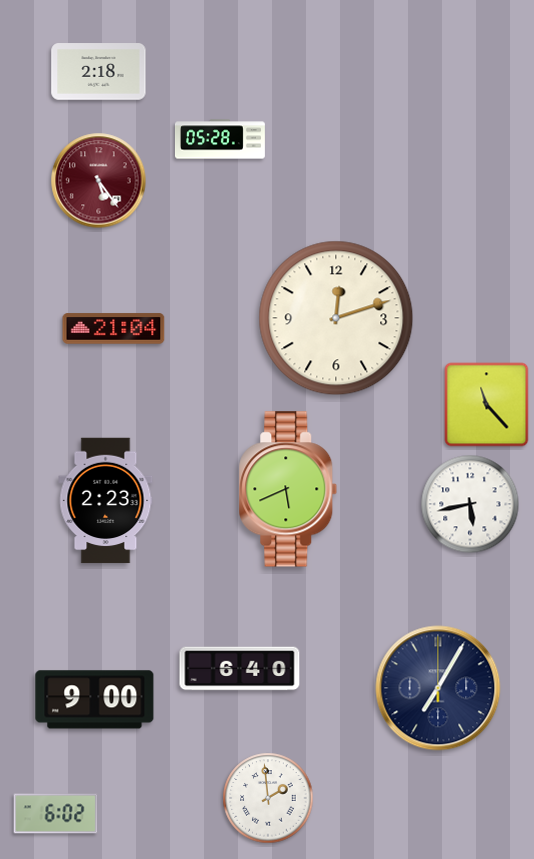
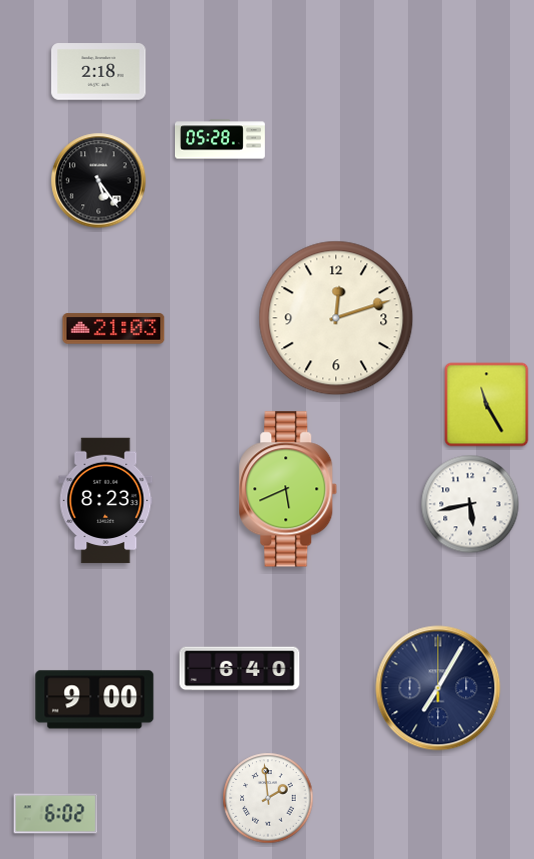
clock at (99, 181) dial: burgundy -> black
clock at (114, 329): 21:04 -> 21:03
clock at (487, 405): 11:23 -> 11:25
clock at (106, 501): 2:23 -> 8:23
